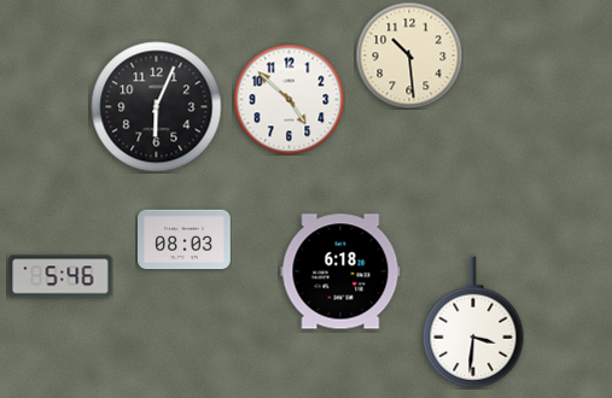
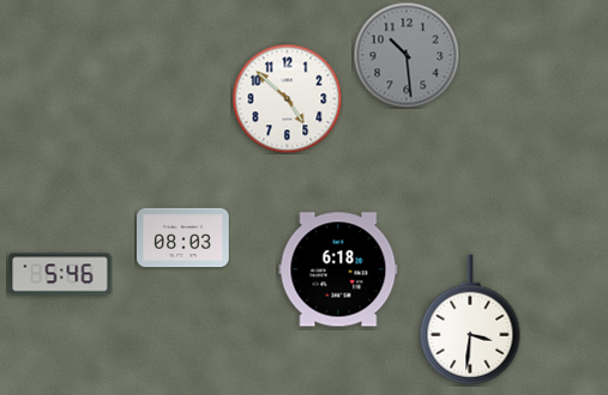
clock at (409, 55) dial: cream -> grey
clock at (157, 107): 6:04 -> none
